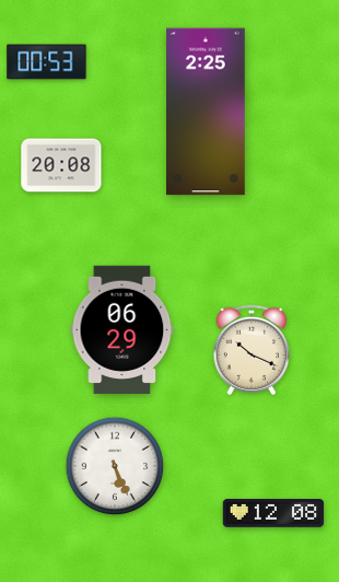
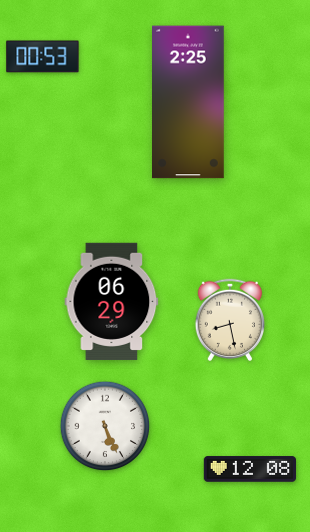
clock at (61, 165): 20:08 -> none
clock at (250, 350): 10:19 -> 8:28
